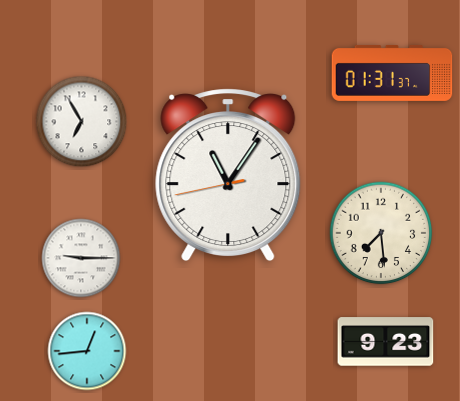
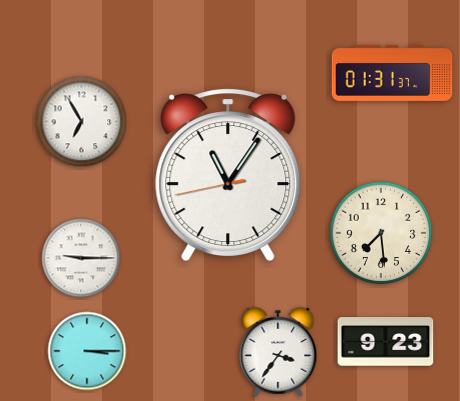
clock at (87, 351): 12:44 -> 3:15
clock at (278, 352): none -> 3:36
